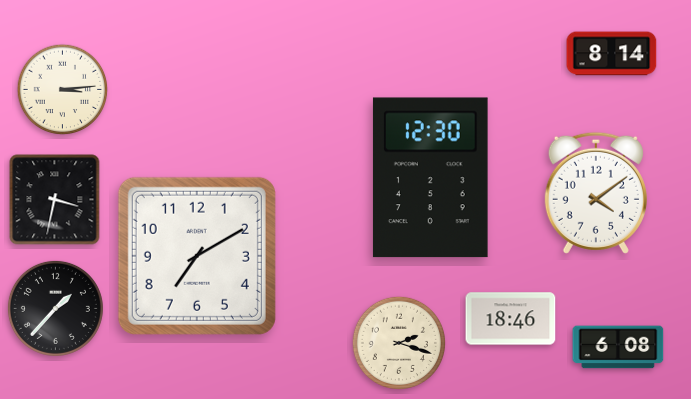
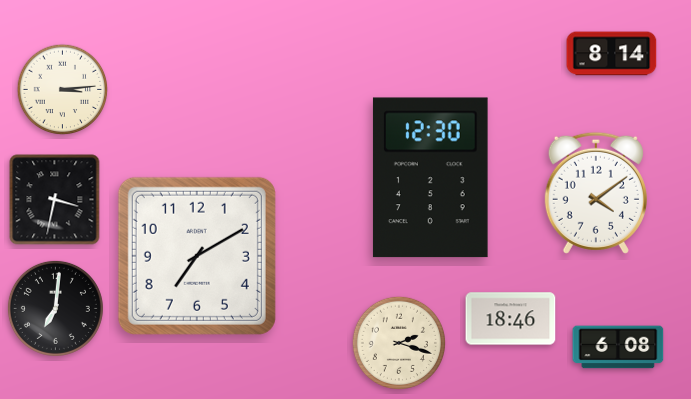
clock at (55, 308): 1:37 -> 7:01
